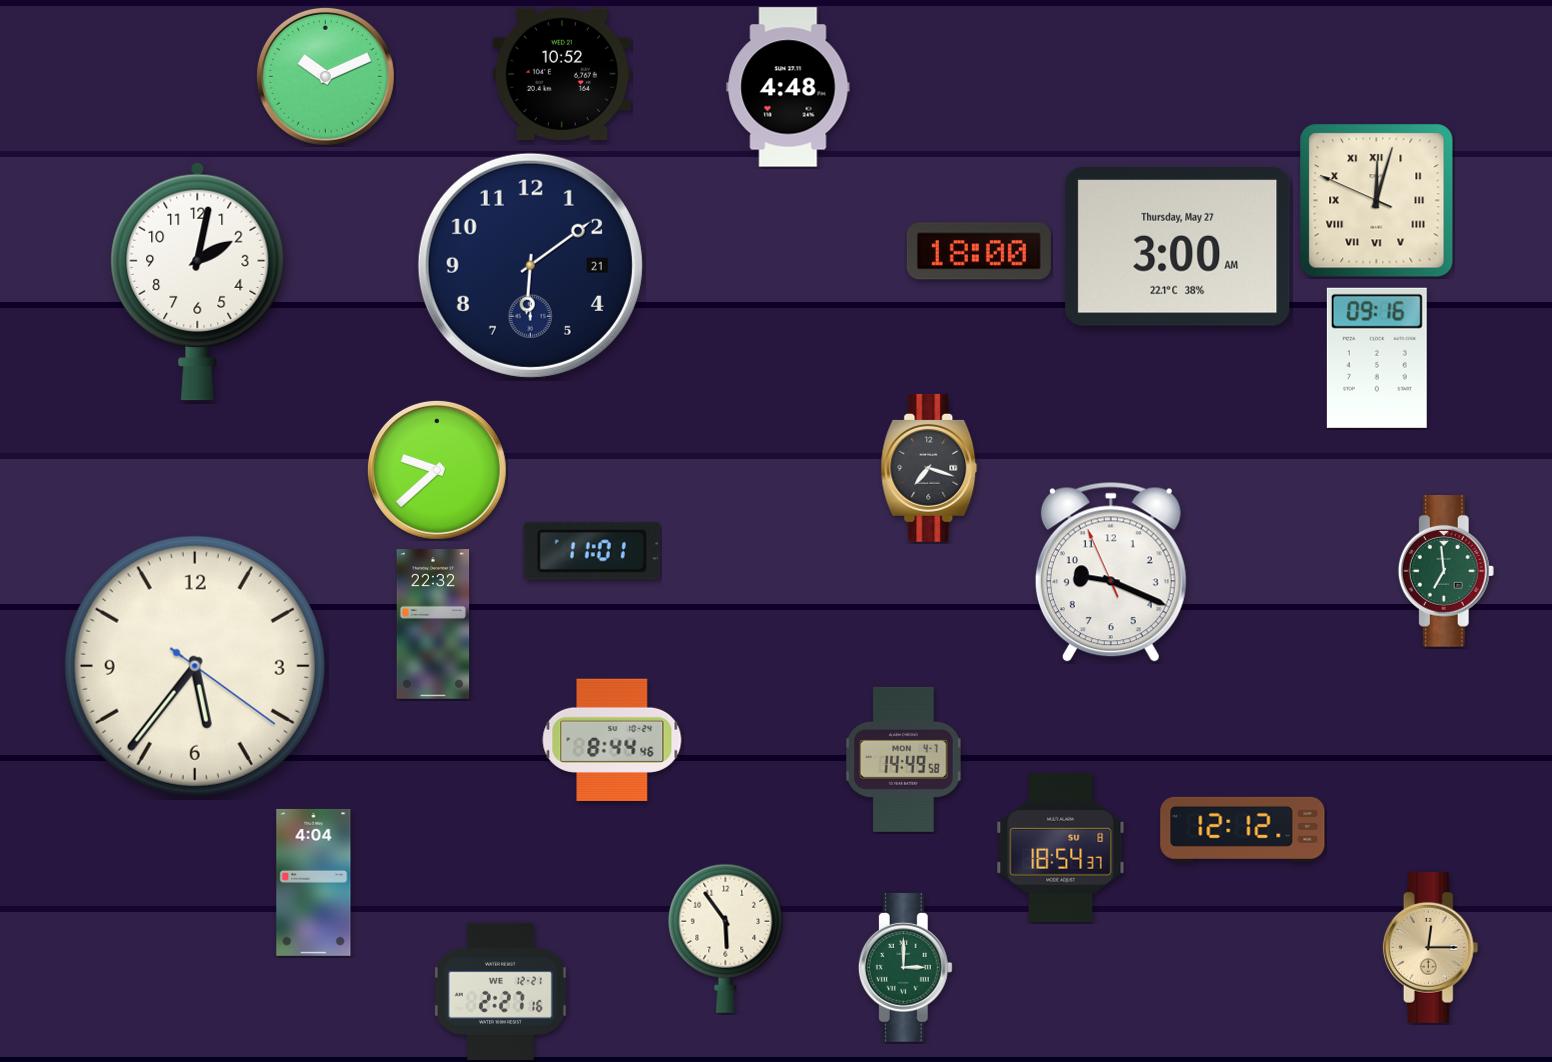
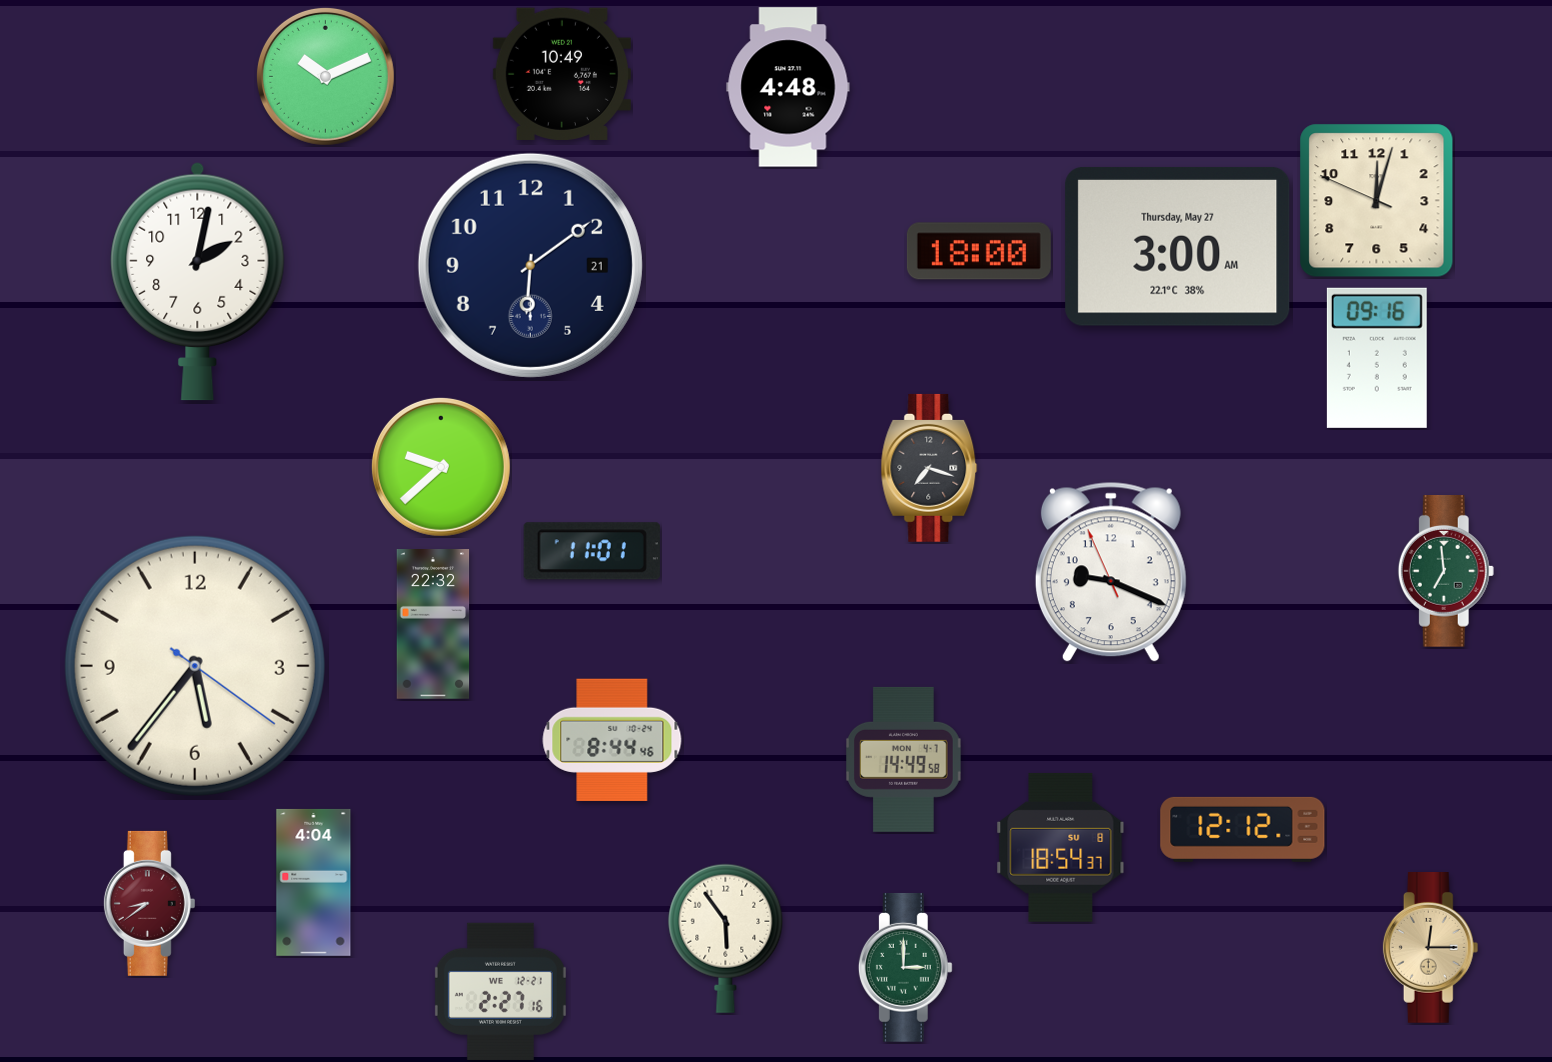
clock at (562, 74): 10:52 -> 10:49
clock at (1377, 201) numerals: Roman -> Arabic
clock at (437, 470) position: (437, 470) -> (441, 467)
clock at (149, 903): none -> 8:39
